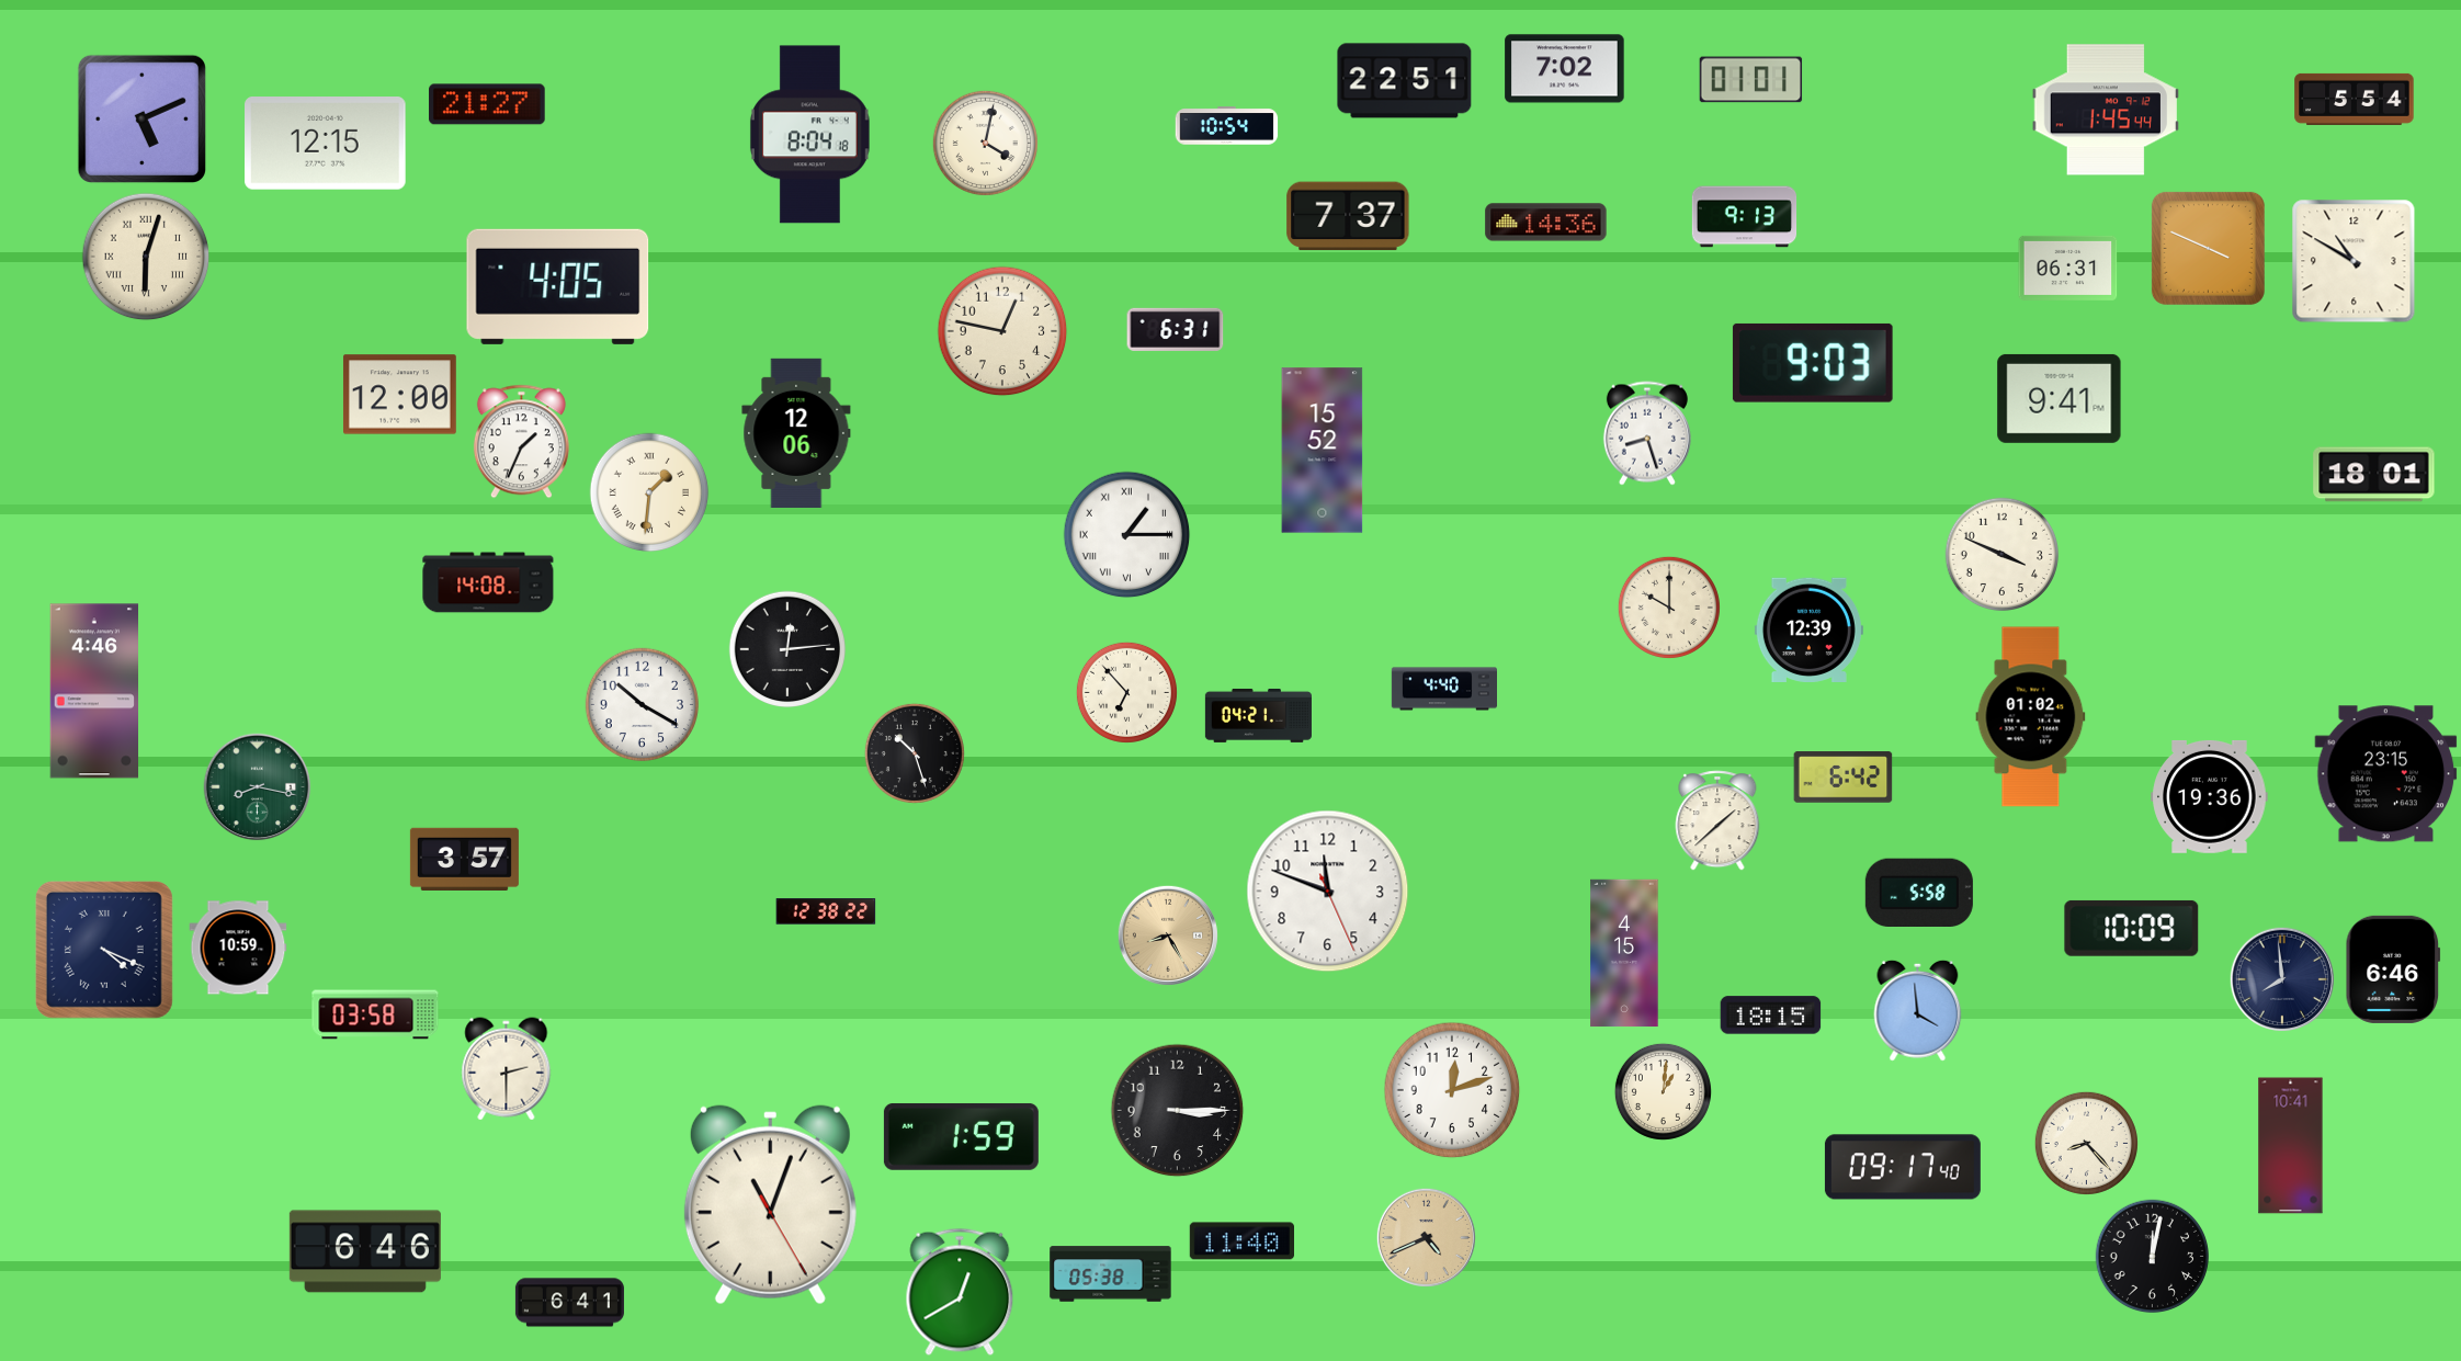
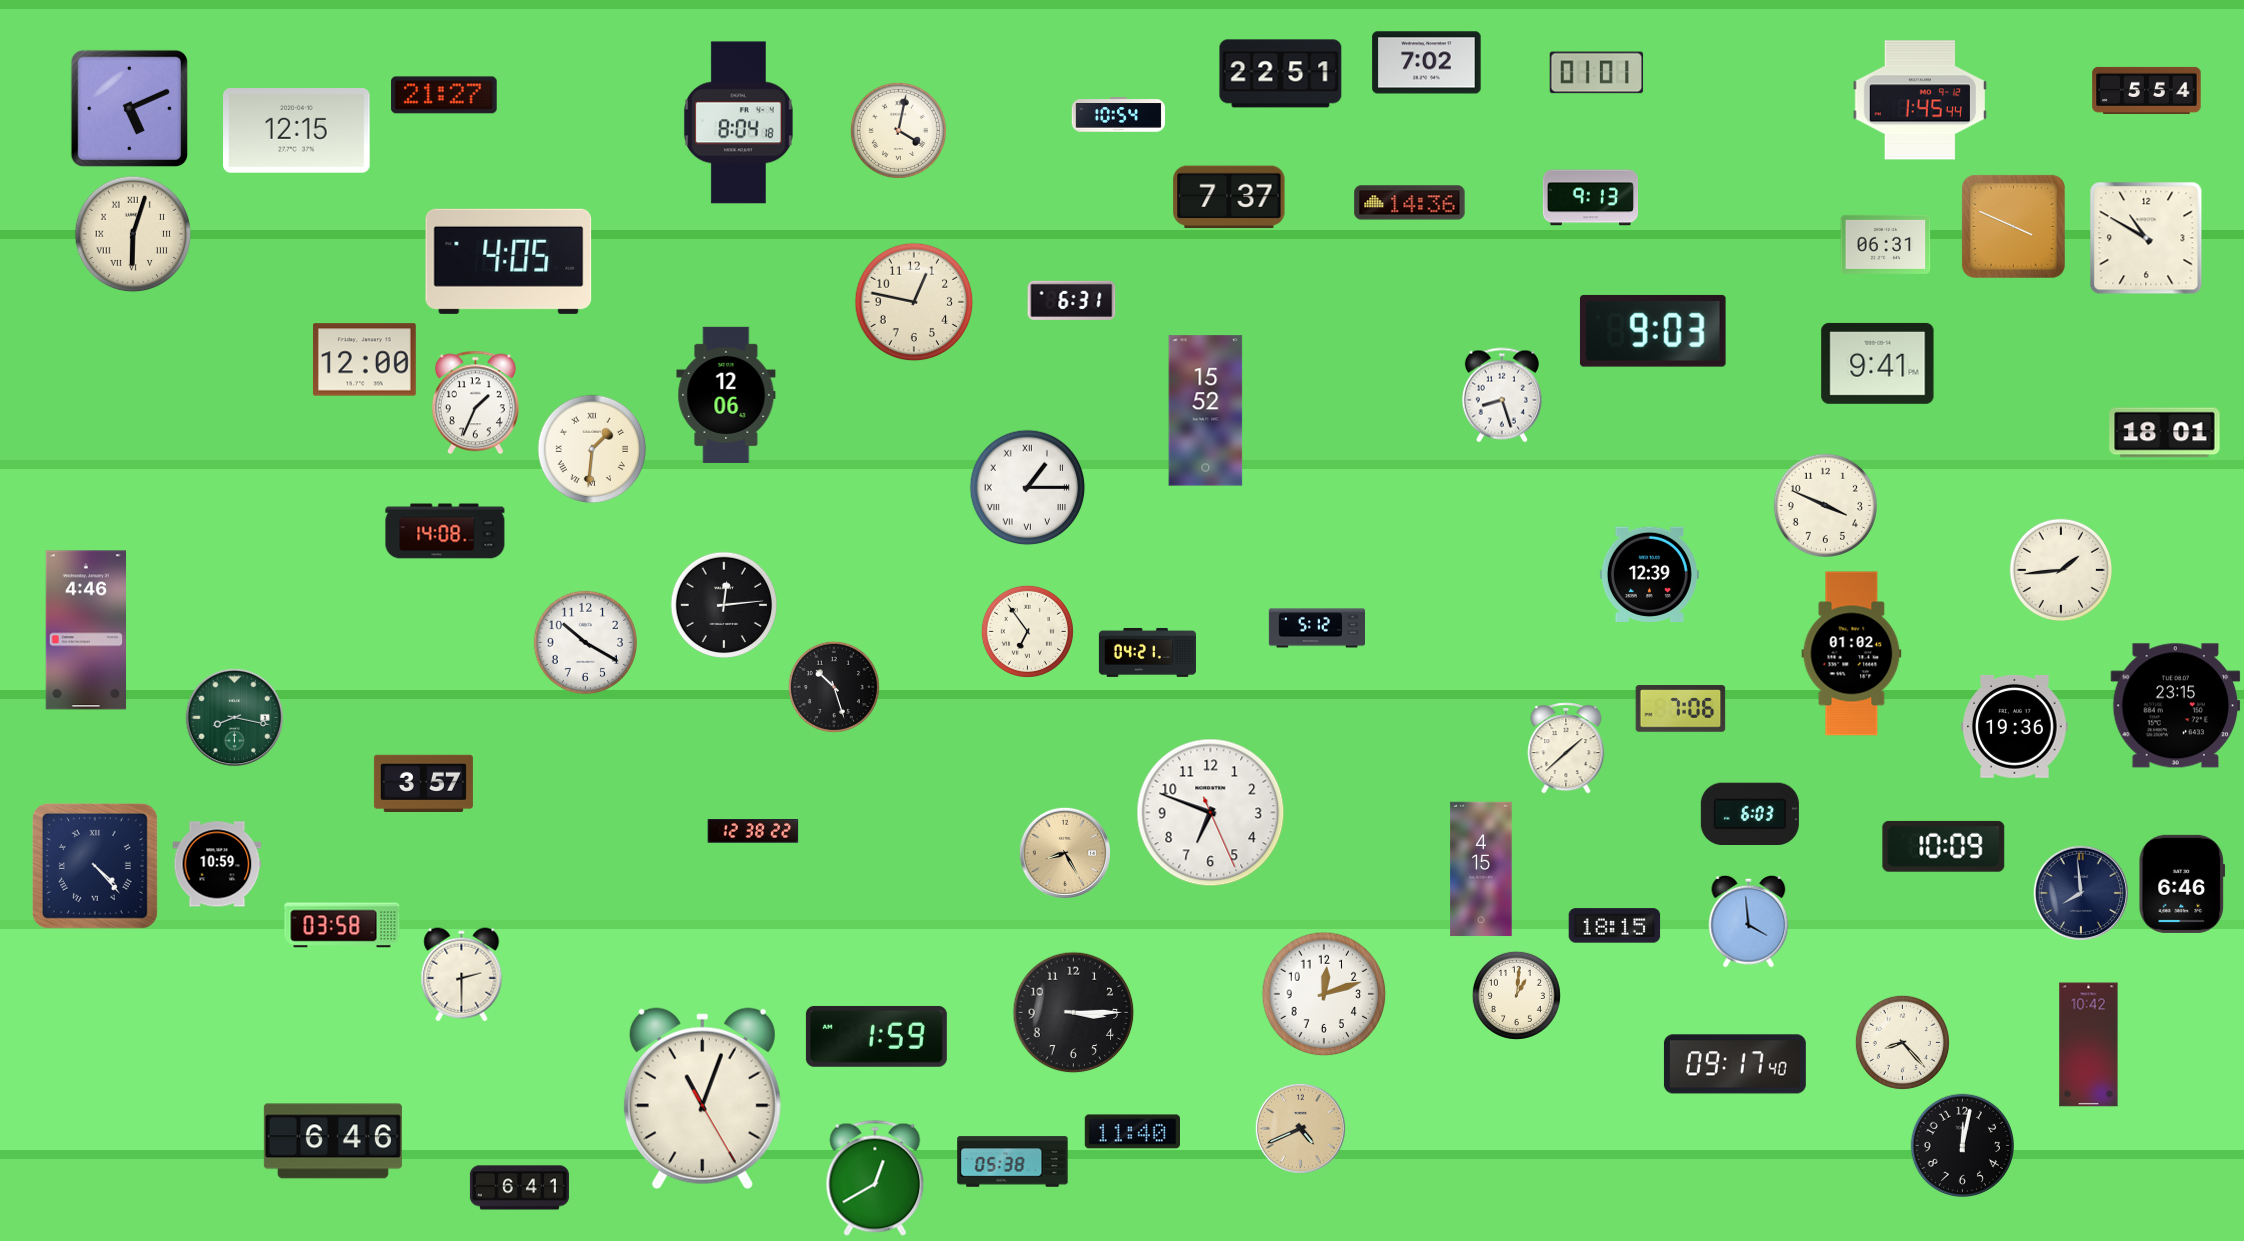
clock at (1669, 608): 10:00 -> none
clock at (2060, 569): none -> 1:44
clock at (787, 649) position: (787, 649) -> (724, 605)
clock at (1443, 689): 4:40 -> 5:12
clock at (1126, 692): 6:53 -> 6:54
clock at (1844, 778): 6:42 -> 7:06
clock at (1328, 892): 11:48 -> 6:48
clock at (1919, 892): 5:58 -> 6:03
clock at (104, 950): 4:19 -> 4:23
clock at (2291, 1146): 10:41 -> 10:42
